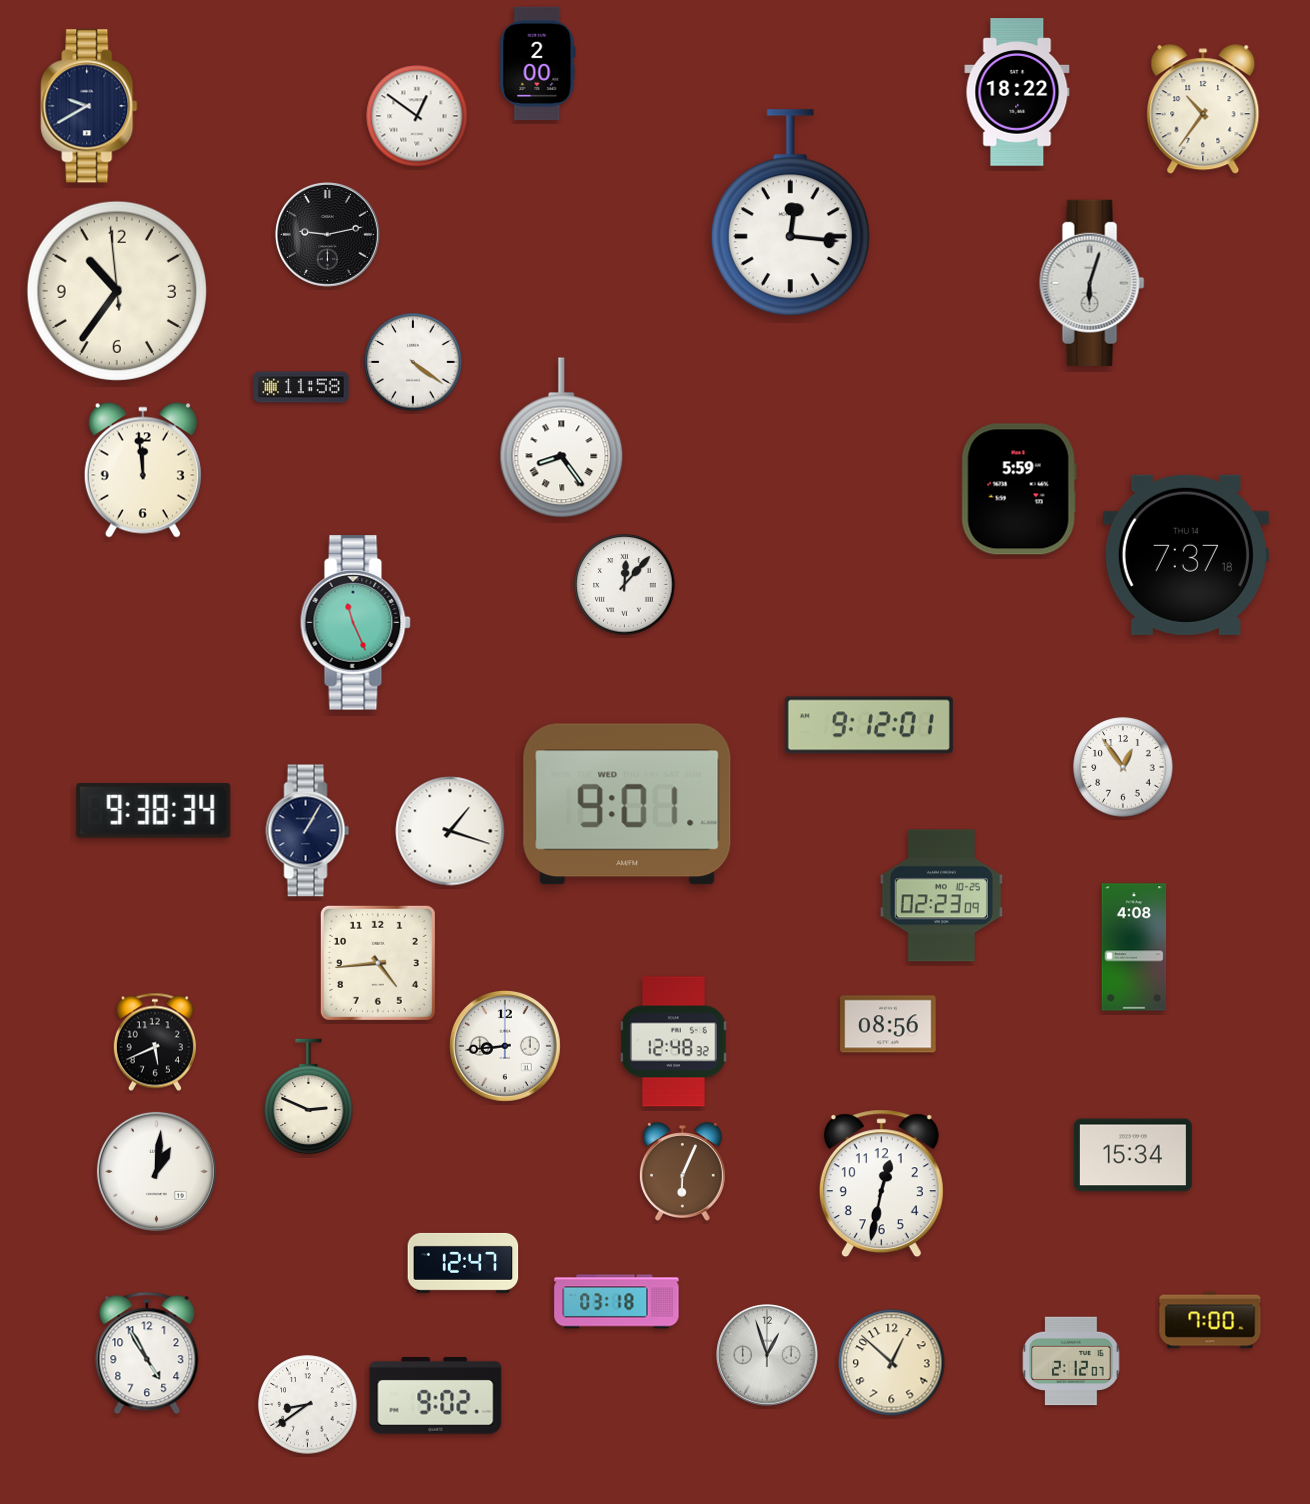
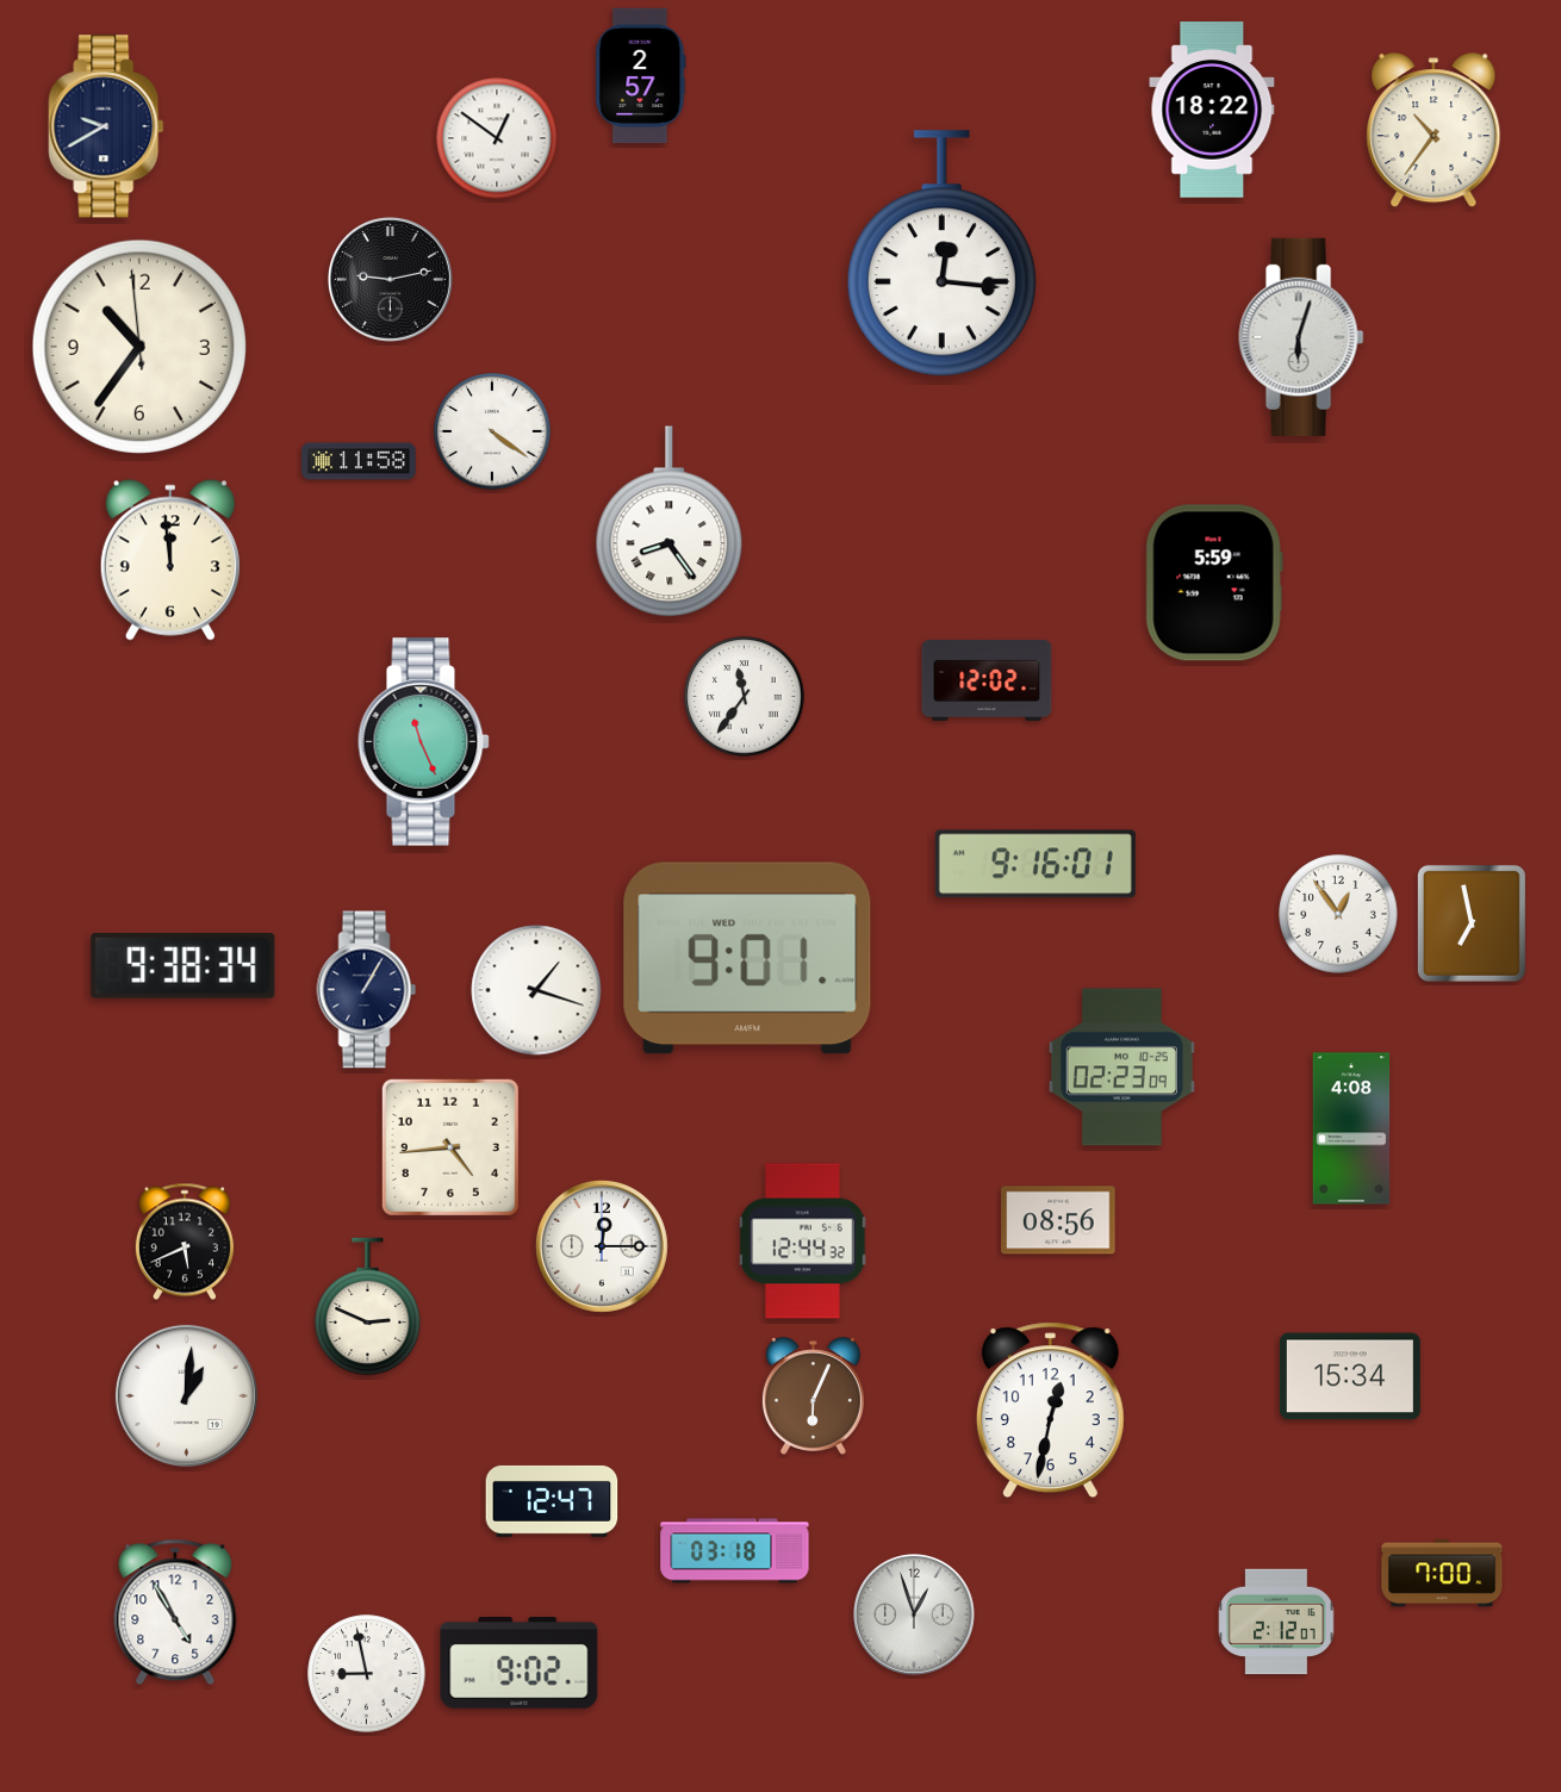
clock at (538, 64): 2:00 -> 2:57
clock at (1186, 555): 7:37 -> none
clock at (987, 680): none -> 12:02
clock at (625, 585): 12:07 -> 11:36
clock at (869, 725): 9:12 -> 9:16
clock at (1472, 923): none -> 6:58
clock at (674, 1042): 12:48 -> 12:44
clock at (505, 1046): 8:44 -> 12:15
clock at (463, 1263) position: (463, 1263) -> (552, 1501)
clock at (892, 1363): 12:52 -> none
clock at (308, 1405): 8:39 -> 8:58
